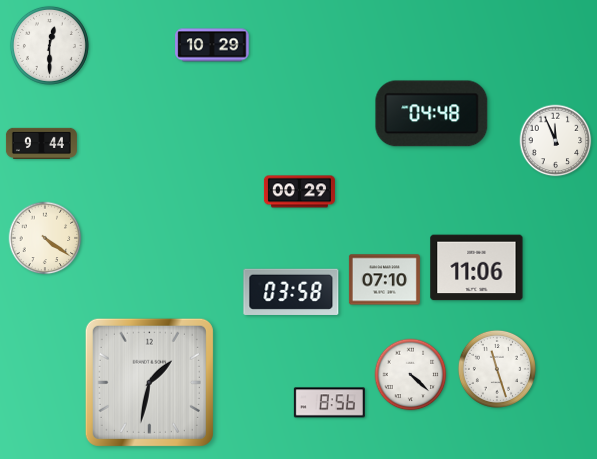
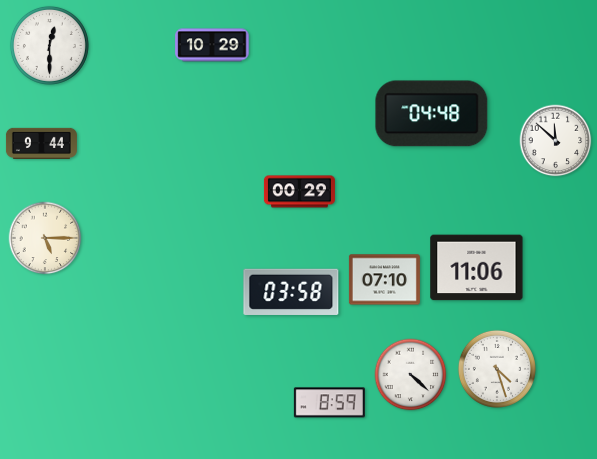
clock at (556, 141): 11:56 -> 11:52
clock at (45, 238): 4:21 -> 5:15
clock at (497, 369): 11:27 -> 4:27
clock at (149, 382): 1:32 -> none
clock at (329, 403): 8:56 -> 8:59
